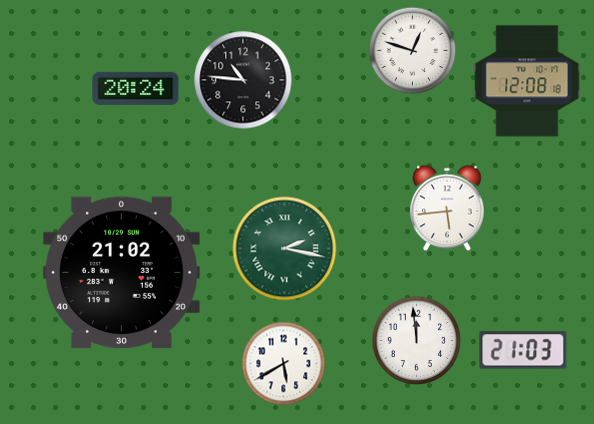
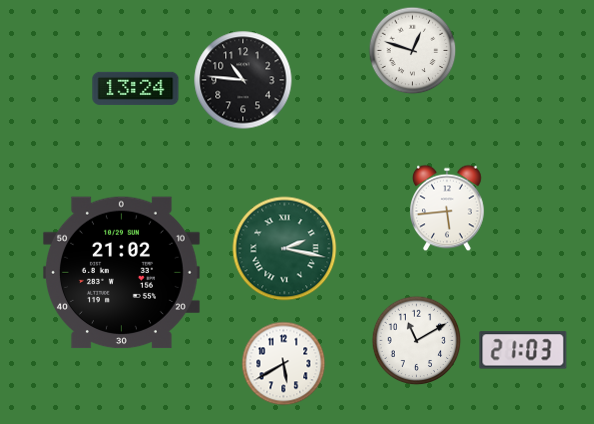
clock at (527, 81): 12:08 -> none
clock at (136, 88): 20:24 -> 13:24
clock at (417, 341): 11:59 -> 11:10
